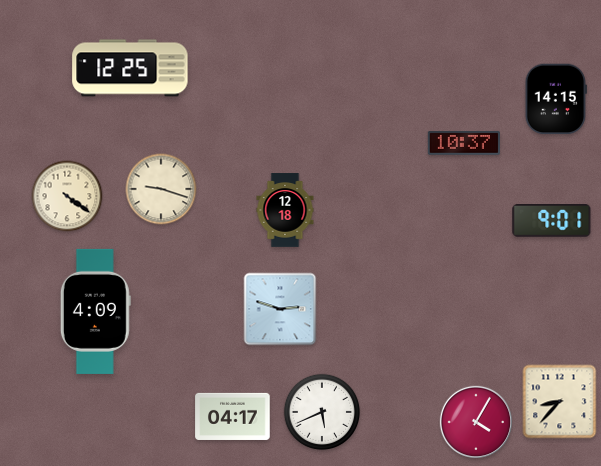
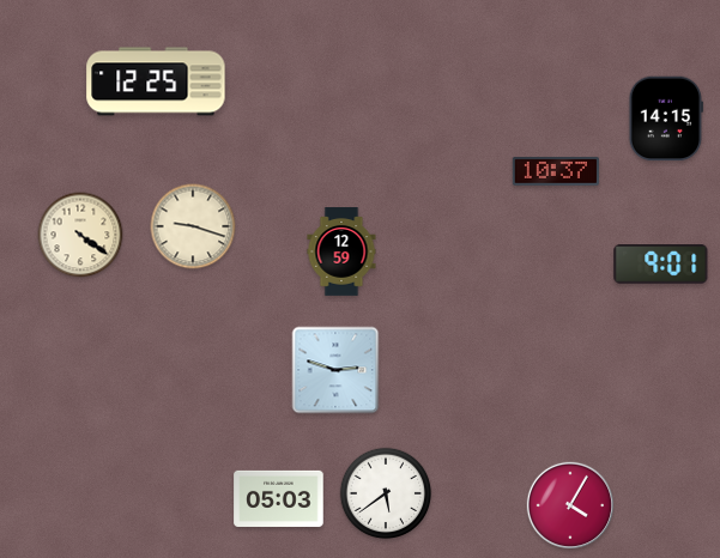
clock at (285, 210): 12:18 -> 12:59
clock at (95, 311): 4:09 -> none
clock at (560, 402): 8:37 -> none
clock at (322, 412): 5:41 -> 5:39
clock at (233, 416): 04:17 -> 05:03
